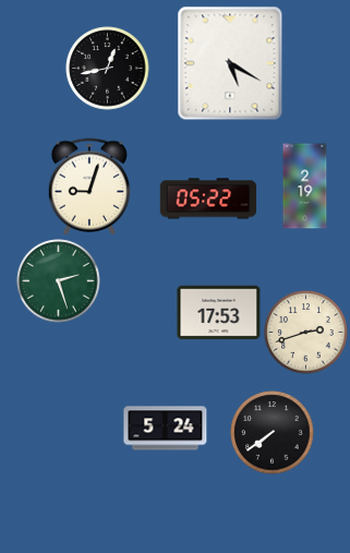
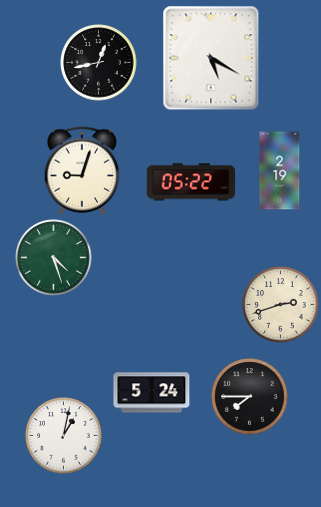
clock at (59, 281): 2:27 -> 4:27
clock at (219, 313): 17:53 -> none
clock at (273, 433): 7:39 -> 7:45
clock at (64, 436): none -> 1:02
